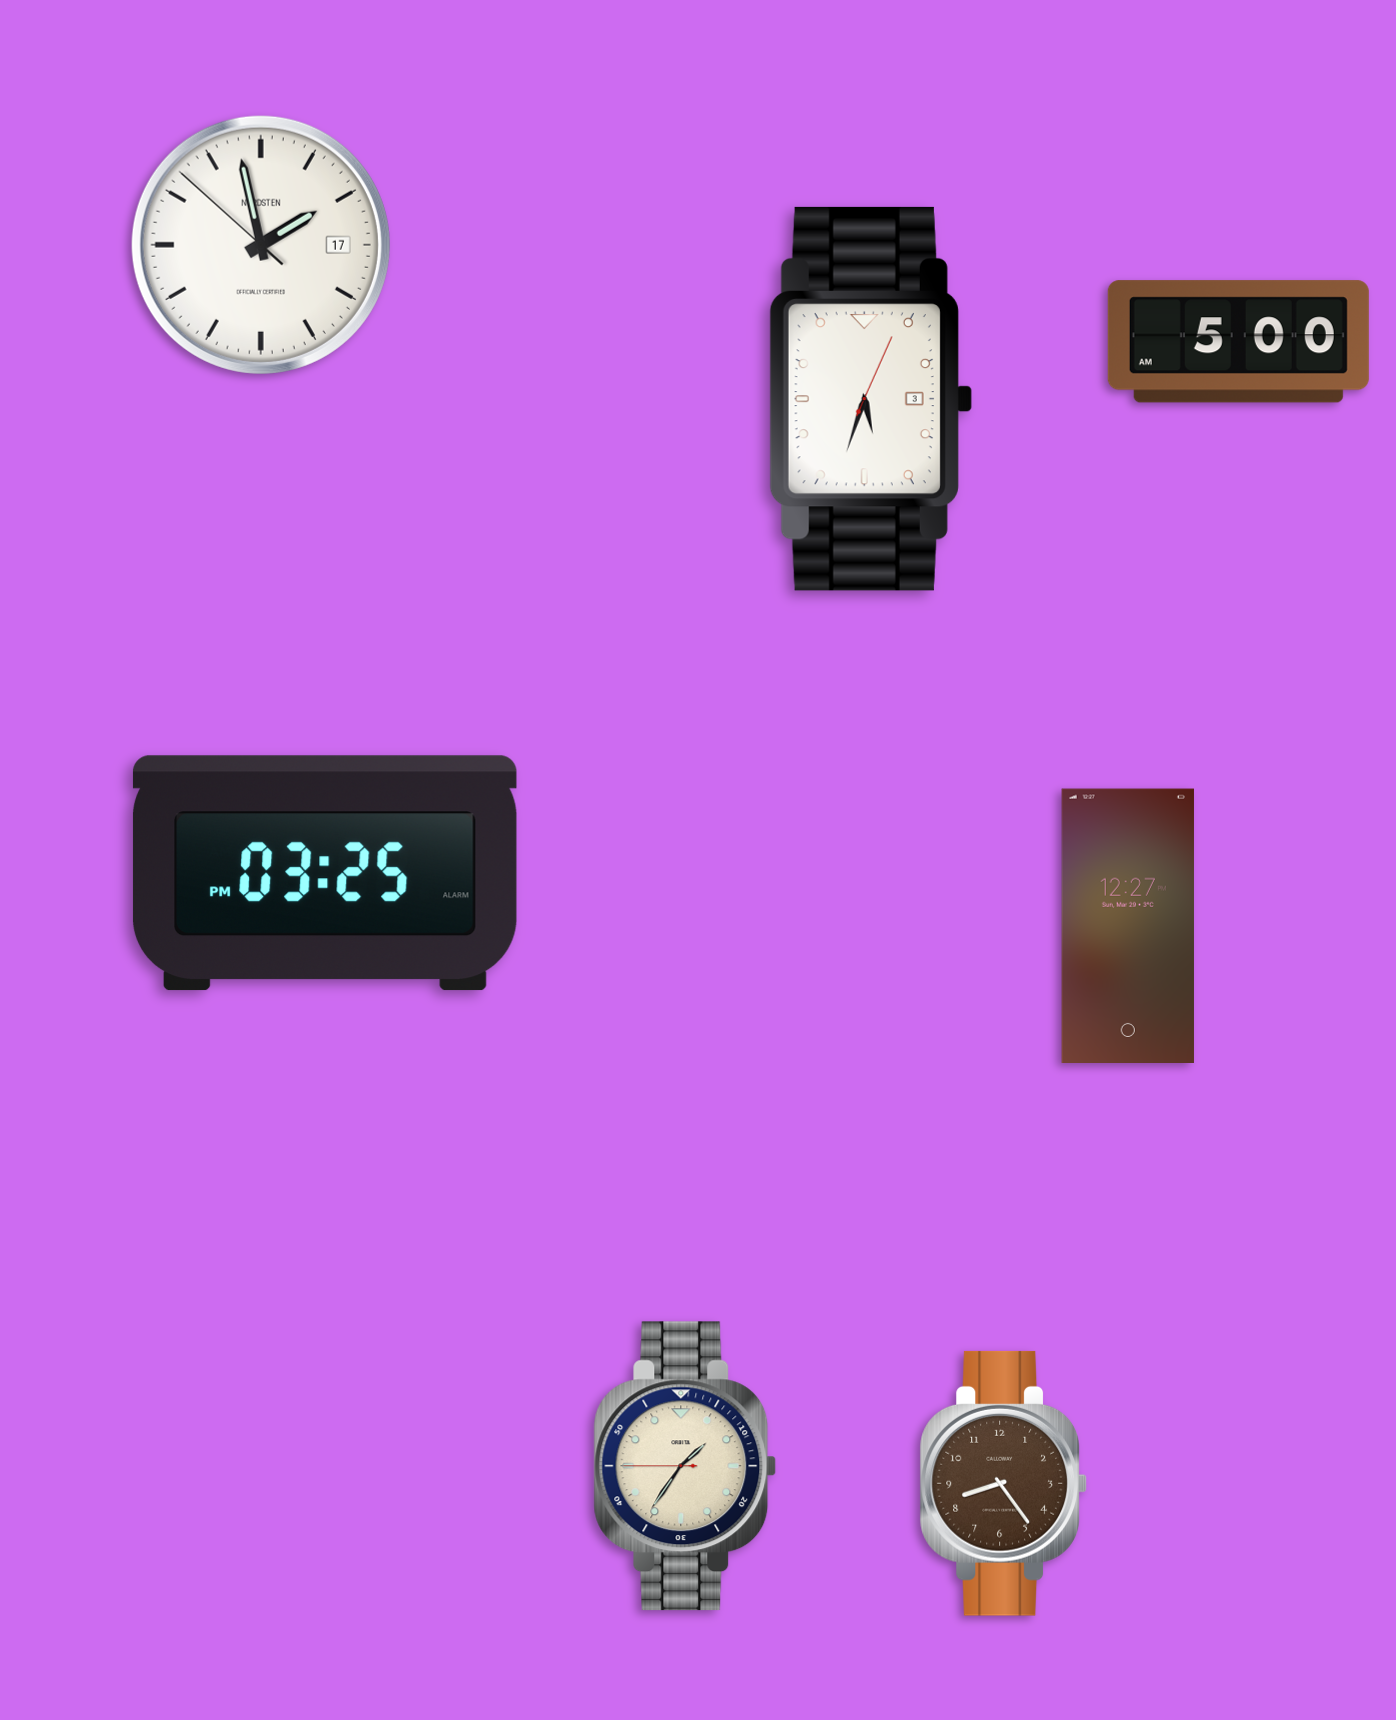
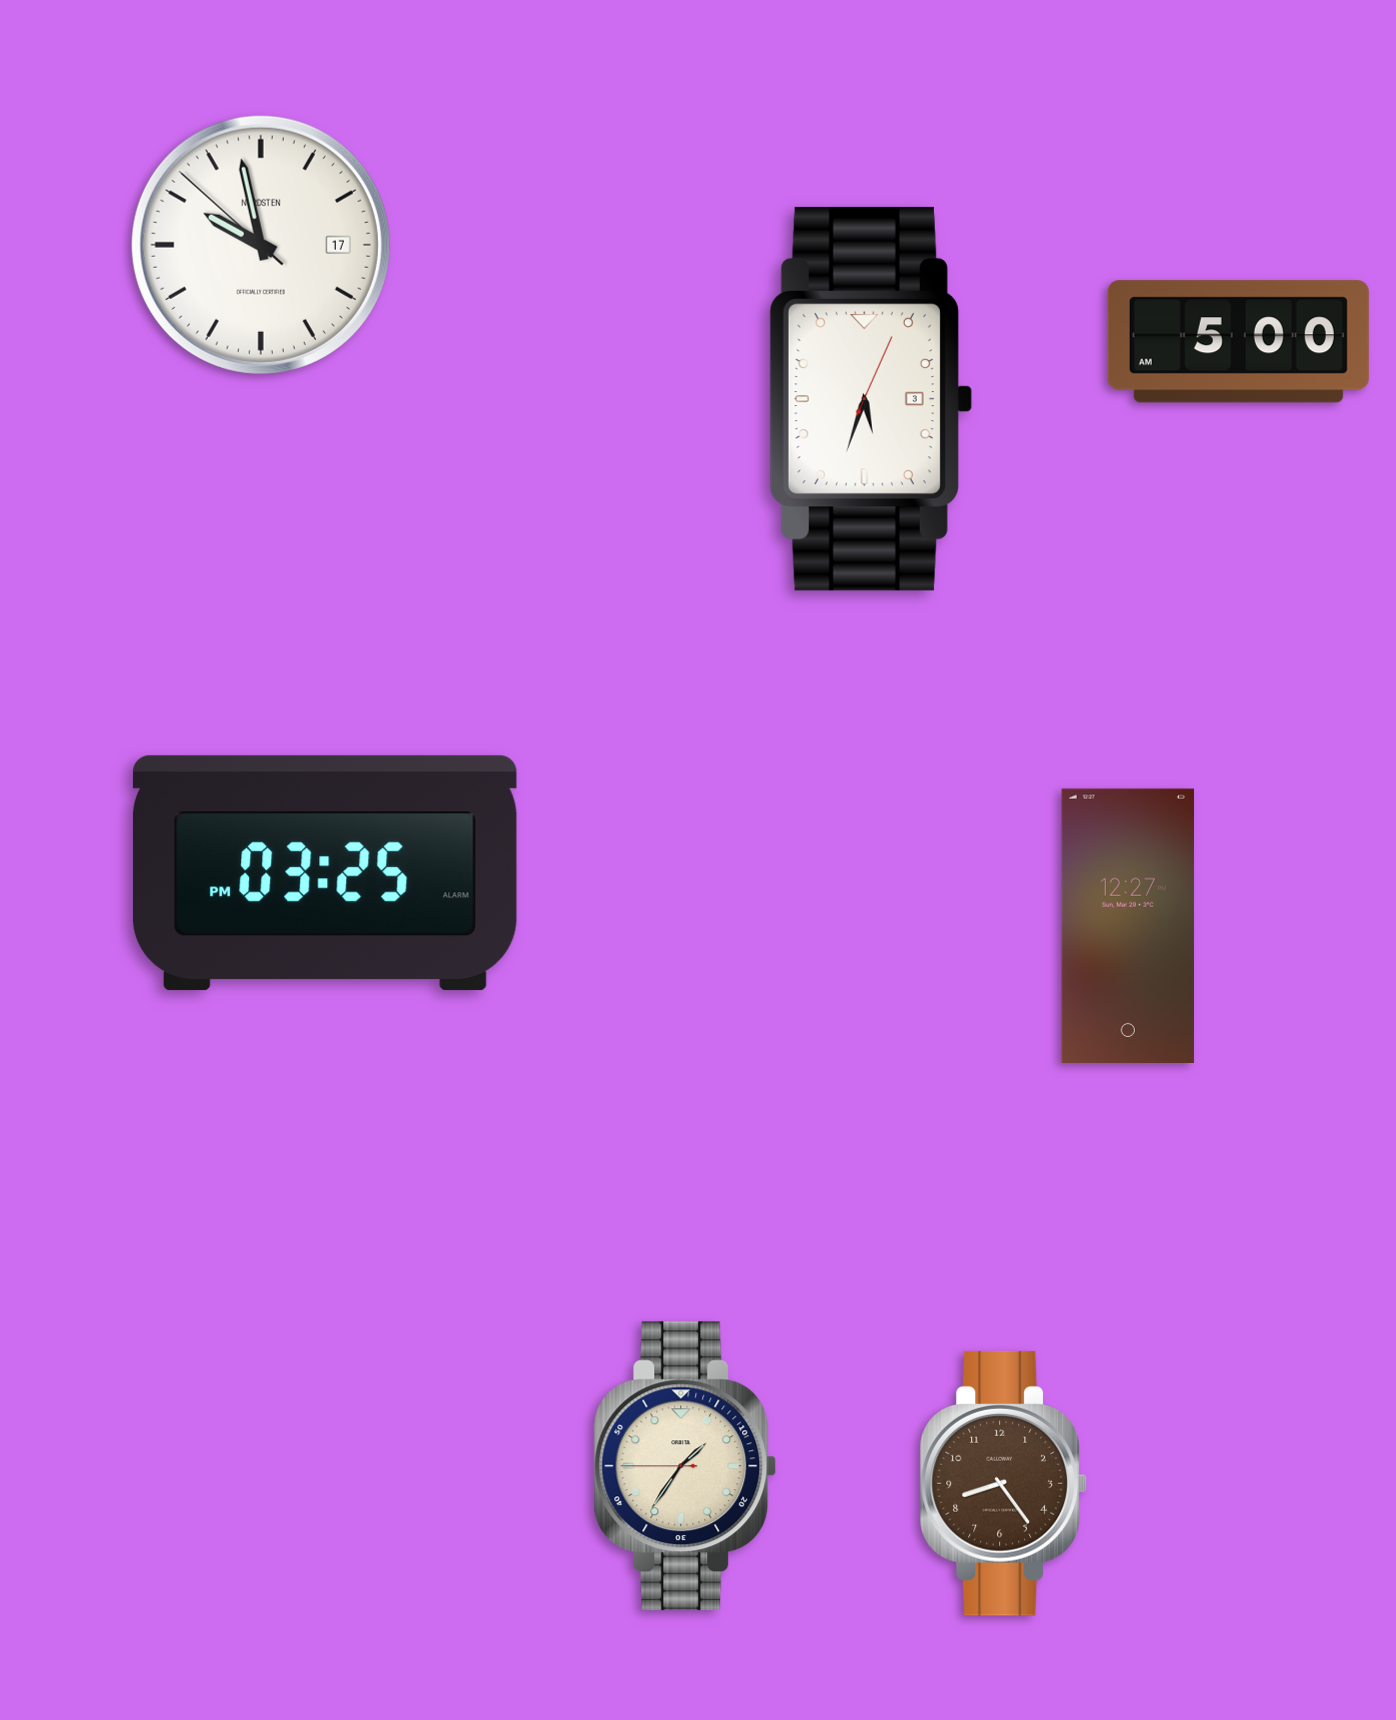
clock at (261, 245): 1:57 -> 9:57
